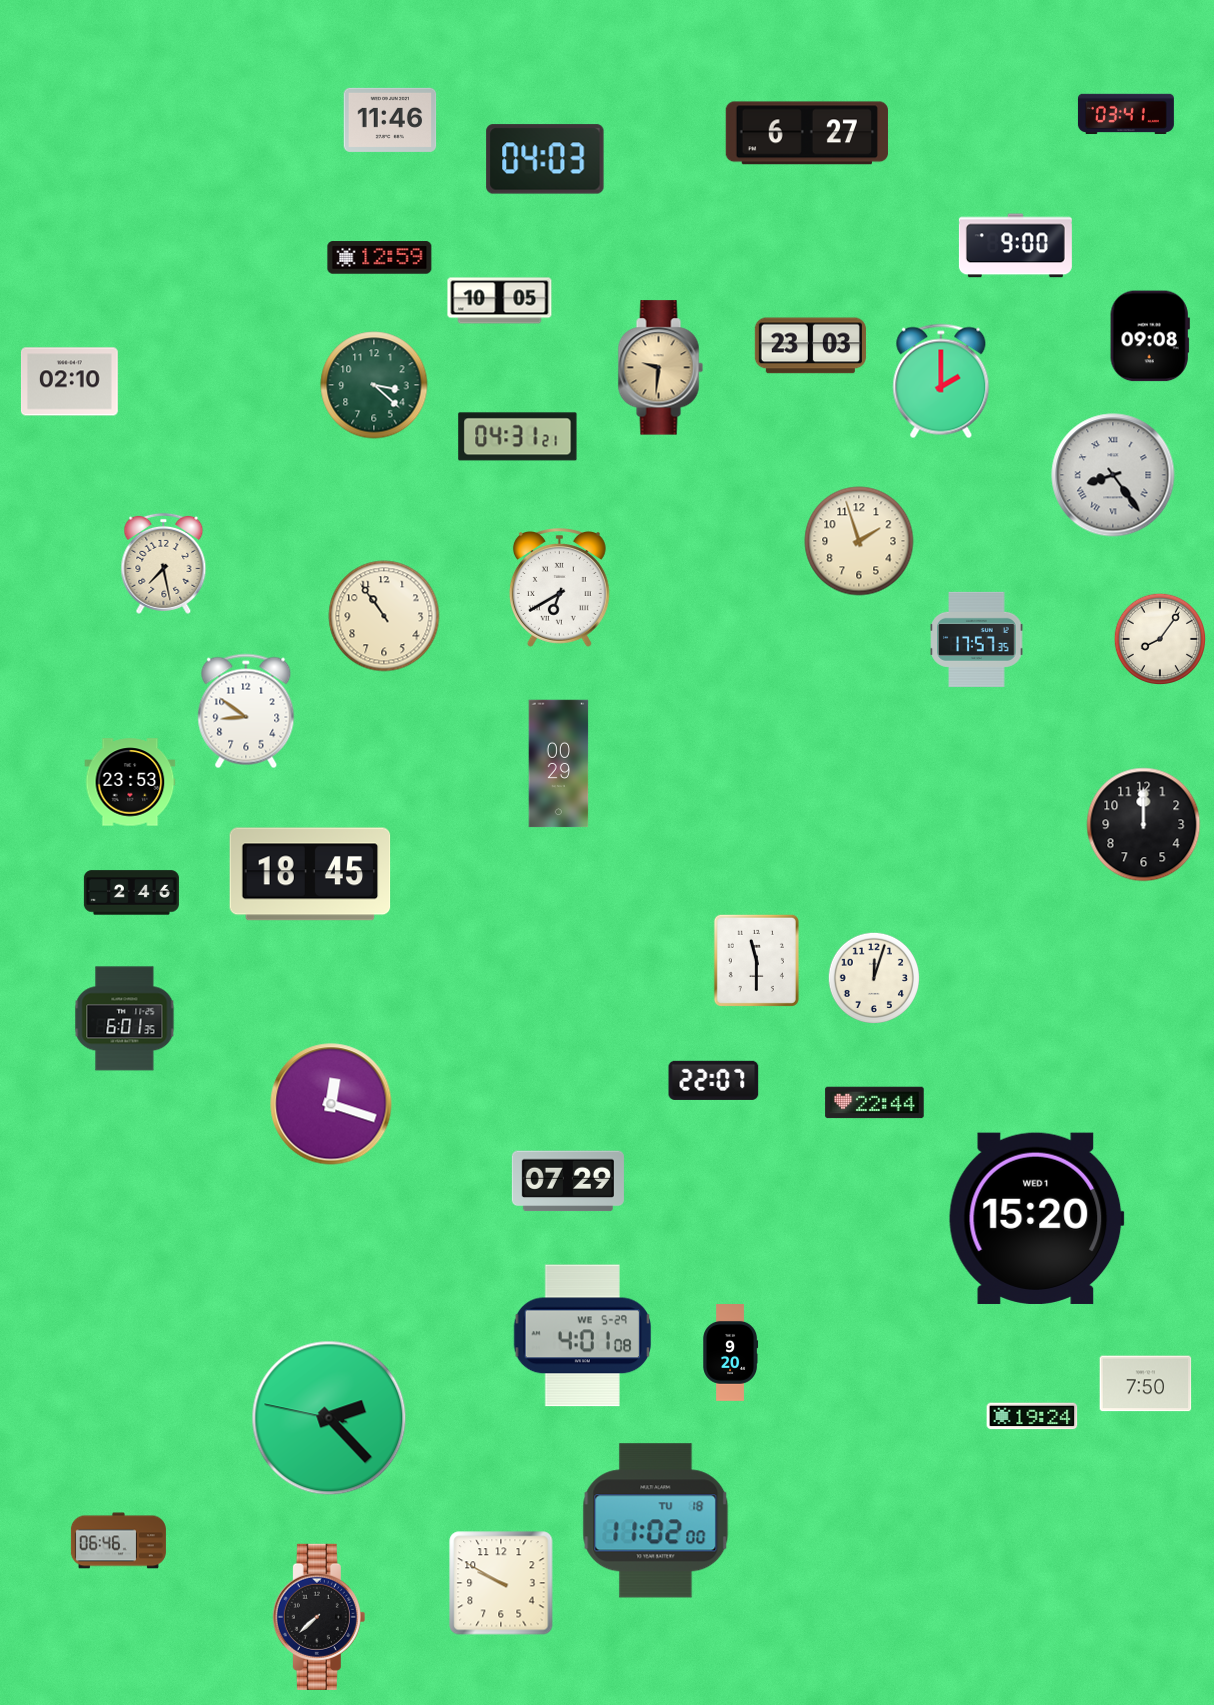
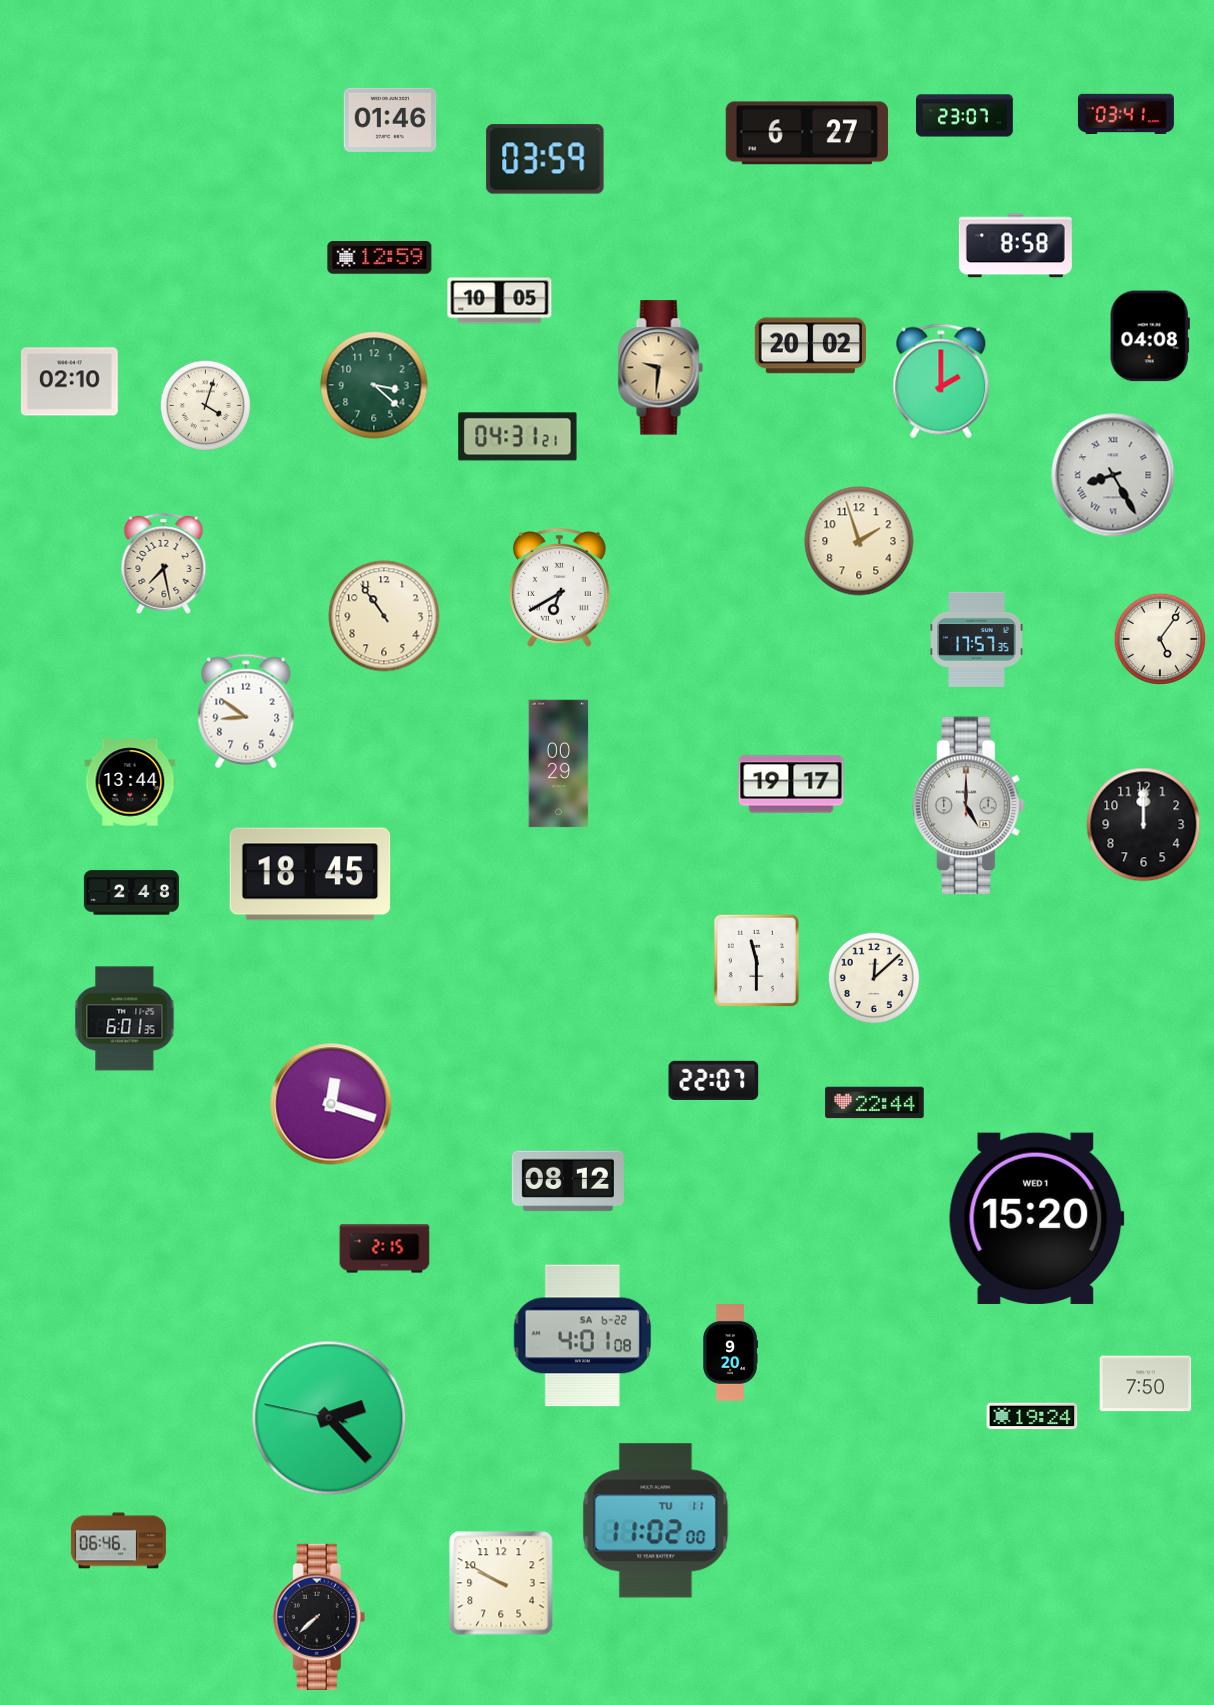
clock at (965, 116): none -> 23:07
clock at (390, 120): 11:46 -> 01:46
clock at (545, 159): 04:03 -> 03:59
clock at (1015, 246): 9:00 -> 8:58
clock at (1150, 336): 09:08 -> 04:08
clock at (810, 346): 23:03 -> 20:02
clock at (206, 406): none -> 4:03
clock at (1113, 475): 8:24 -> 8:25
clock at (1159, 638): 8:06 -> 5:06
clock at (130, 782): 23:53 -> 13:44
clock at (791, 784): none -> 19:17
clock at (969, 806): none -> 5:00
clock at (131, 893): 2:46 -> 2:48
clock at (873, 977): 12:03 -> 12:08
clock at (568, 1181): 07:29 -> 08:12
clock at (385, 1249): none -> 2:15
clock at (583, 1336) date: WE 5-29 -> SA 6-22
clock at (656, 1521) date: TU 18 -> TU 11
